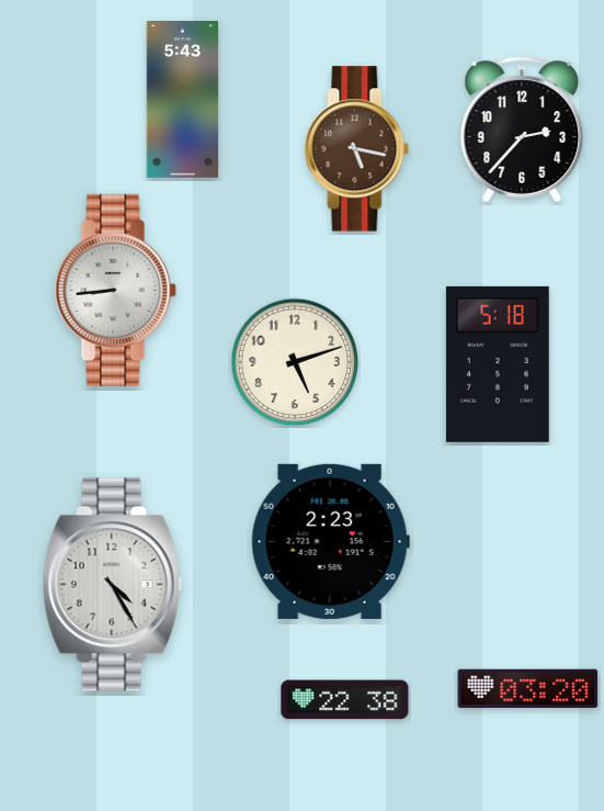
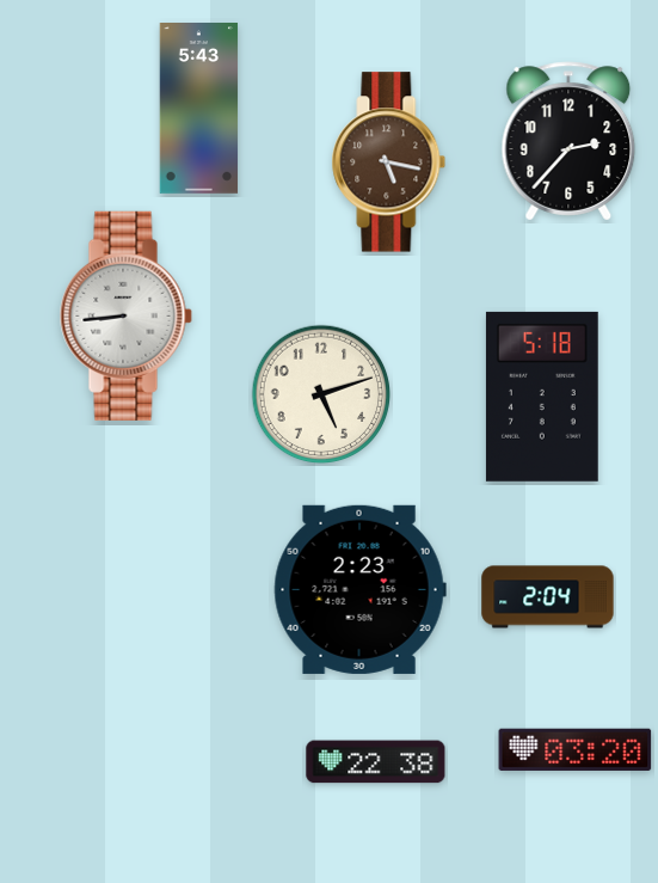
clock at (548, 597): none -> 2:04
clock at (112, 585): 4:25 -> none
